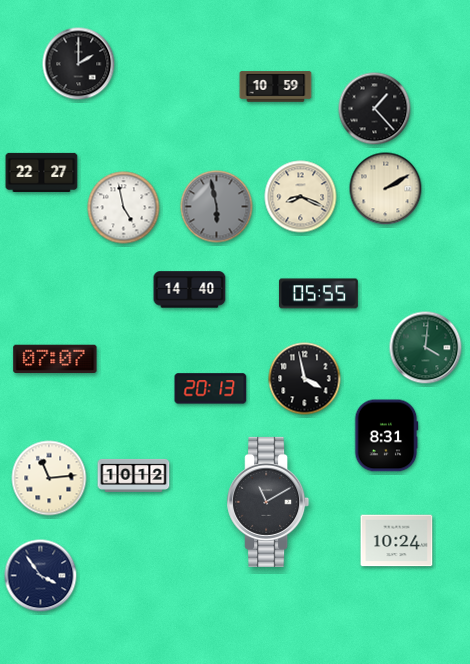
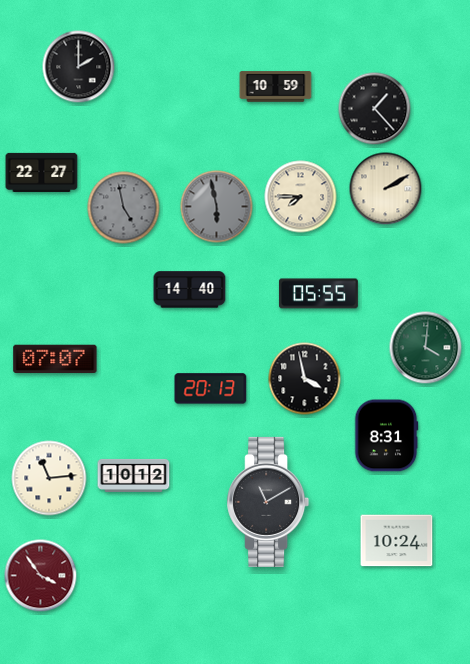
clock at (79, 64) position: (79, 64) -> (79, 67)
clock at (301, 197): 8:19 -> 7:45
clock at (124, 208) dial: white -> grey
clock at (41, 576) dial: navy -> burgundy
